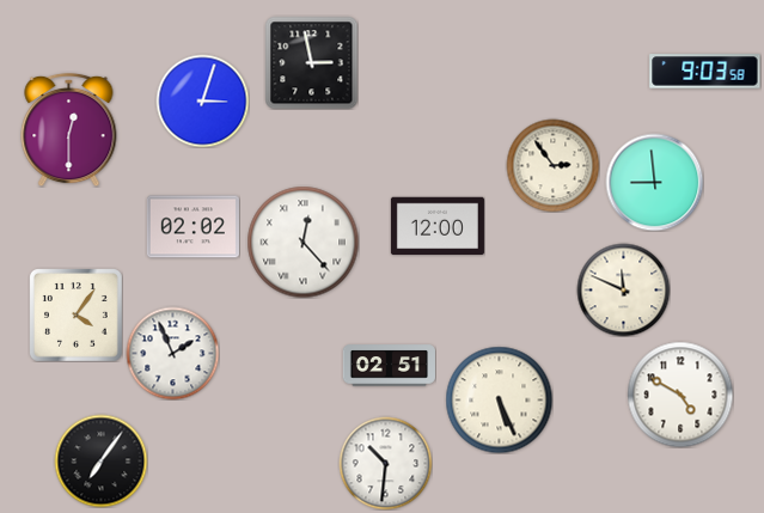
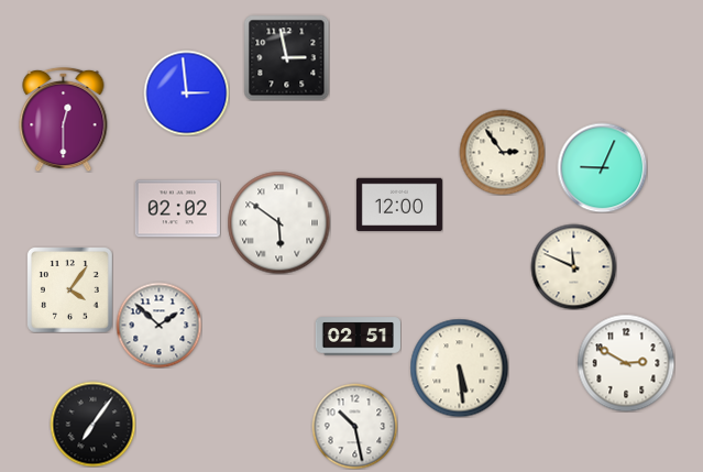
clock at (705, 72): 9:03 -> none
clock at (202, 100): 3:03 -> 2:59
clock at (552, 165) position: (552, 165) -> (502, 152)
clock at (654, 182): 8:59 -> 9:04
clock at (438, 226) position: (438, 226) -> (399, 205)
clock at (302, 242): 12:23 -> 5:51
clock at (172, 353): 1:56 -> 1:52
clock at (680, 395): 4:50 -> 2:50
clock at (499, 399): 5:26 -> 5:29
clock at (385, 463): 10:31 -> 10:28
